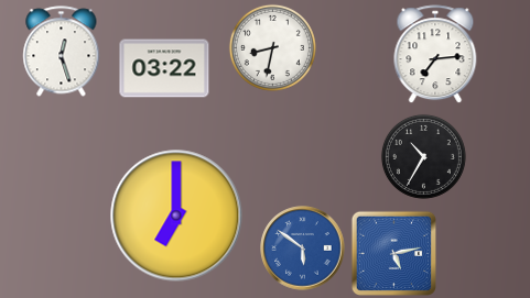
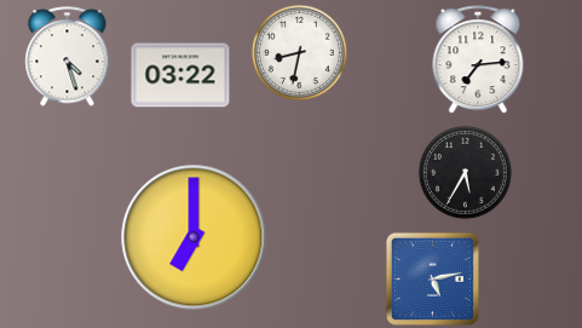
clock at (62, 52): 12:27 -> 4:27
clock at (423, 156): 10:35 -> 5:35
clock at (303, 249): 5:51 -> none
